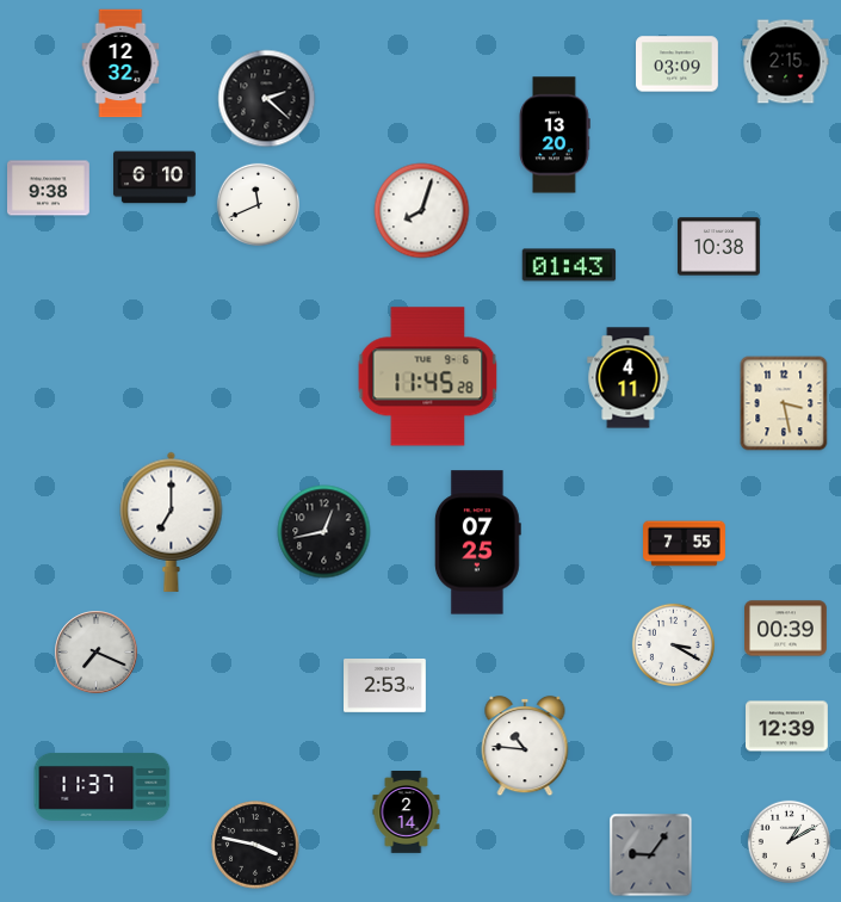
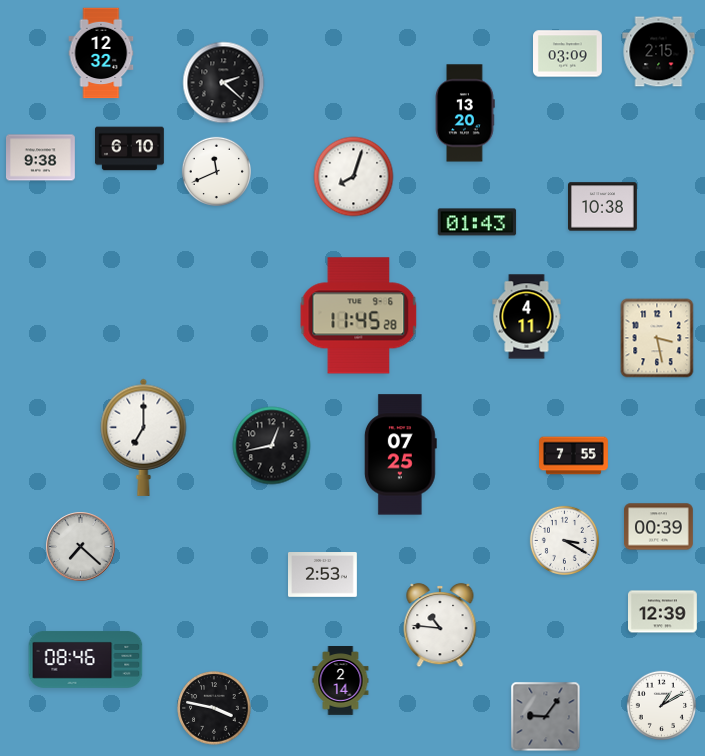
clock at (97, 653): 7:19 -> 7:22
clock at (787, 727) position: (787, 727) -> (663, 612)
clock at (103, 786): 11:37 -> 08:46
